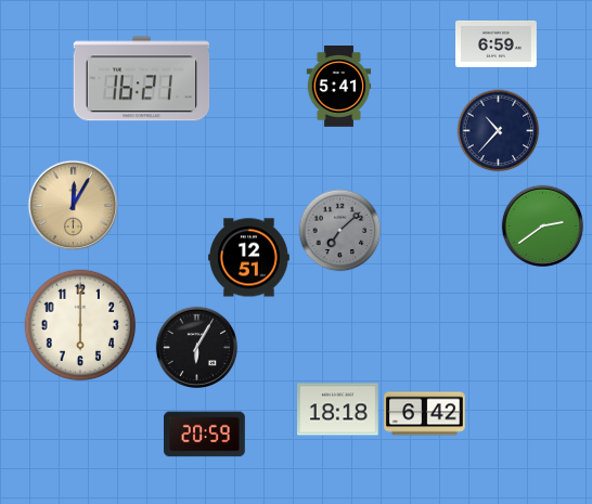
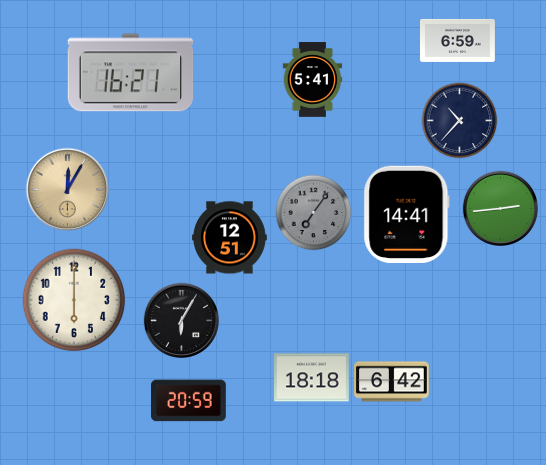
clock at (542, 225): 2:39 -> 2:44
clock at (340, 231): 7:08 -> 7:06
clock at (407, 215): none -> 14:41
